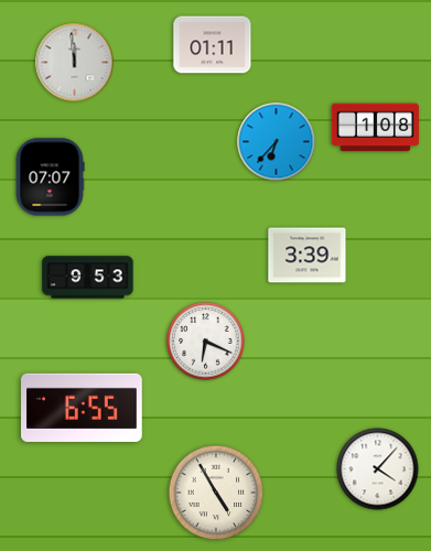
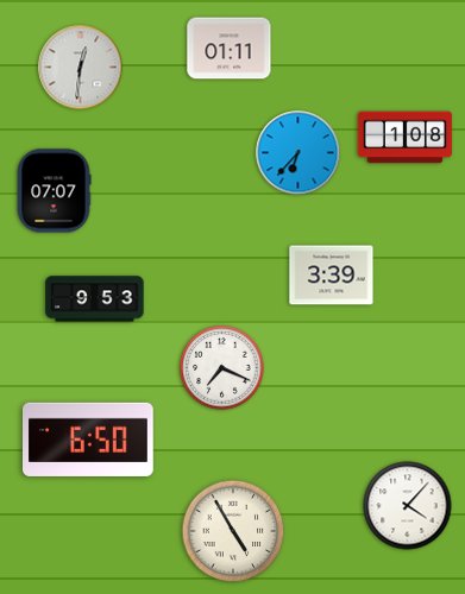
clock at (75, 63): 11:59 -> 12:31
clock at (206, 342): 6:19 -> 7:19
clock at (83, 408): 6:55 -> 6:50
